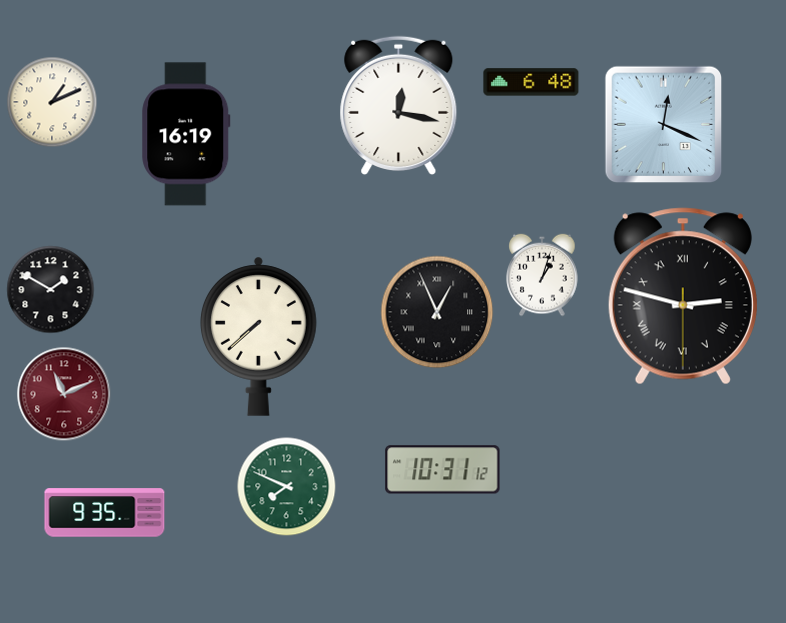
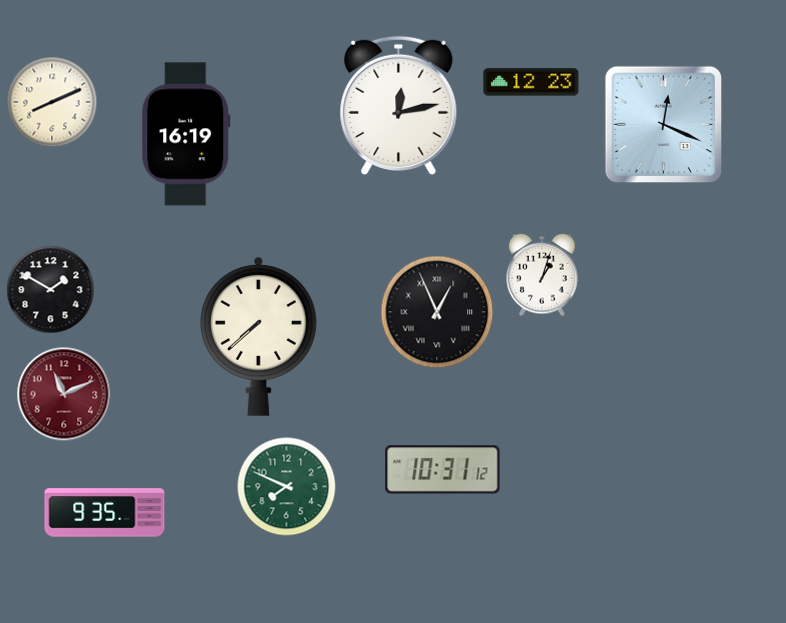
clock at (531, 82): 6:48 -> 12:23
clock at (52, 102): 1:11 -> 8:11
clock at (399, 105): 12:17 -> 12:13
clock at (683, 296): 2:47 -> none
